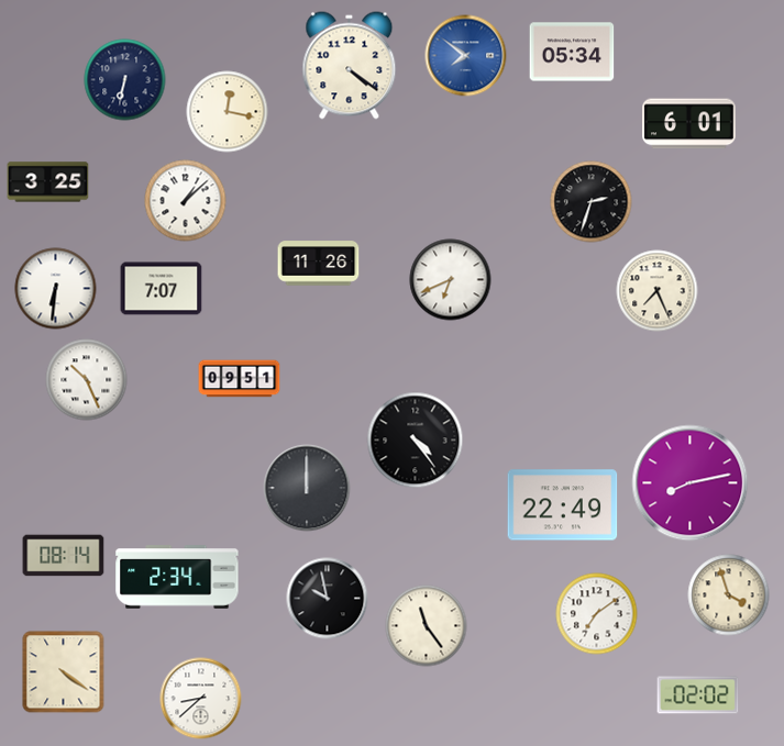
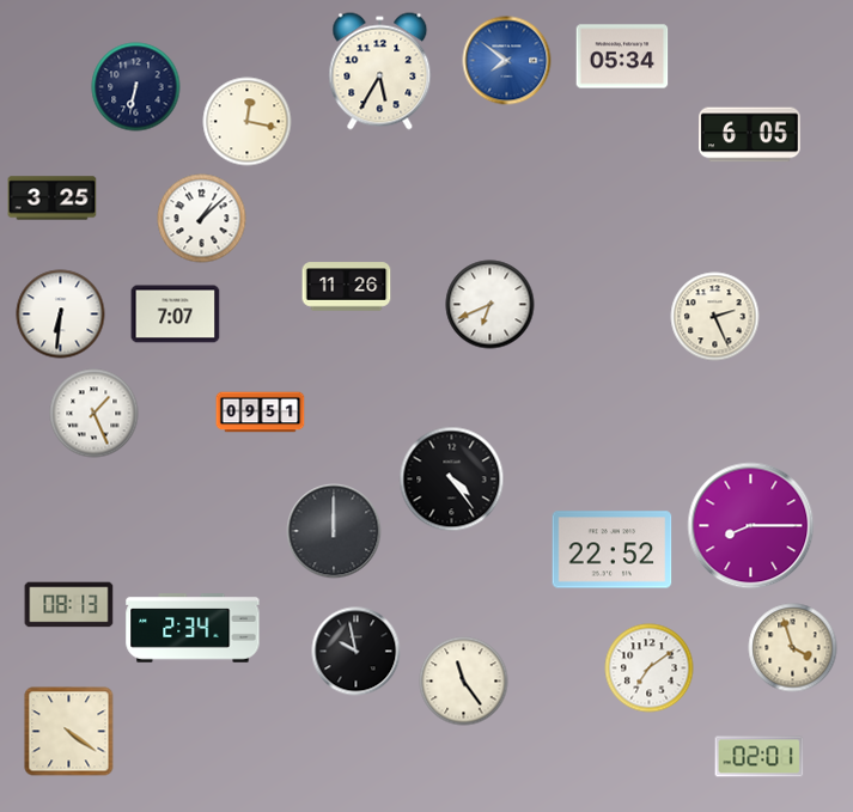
clock at (350, 66): 4:21 -> 5:35
clock at (689, 124): 6:01 -> 6:05
clock at (592, 202): 2:33 -> none
clock at (658, 291): 7:26 -> 2:26
clock at (87, 380): 10:26 -> 1:26
clock at (691, 483): 8:13 -> 8:15
clock at (563, 505): 22:49 -> 22:52
clock at (64, 556): 08:14 -> 08:13
clock at (698, 695): 02:02 -> 02:01
clock at (201, 699): 8:38 -> none
